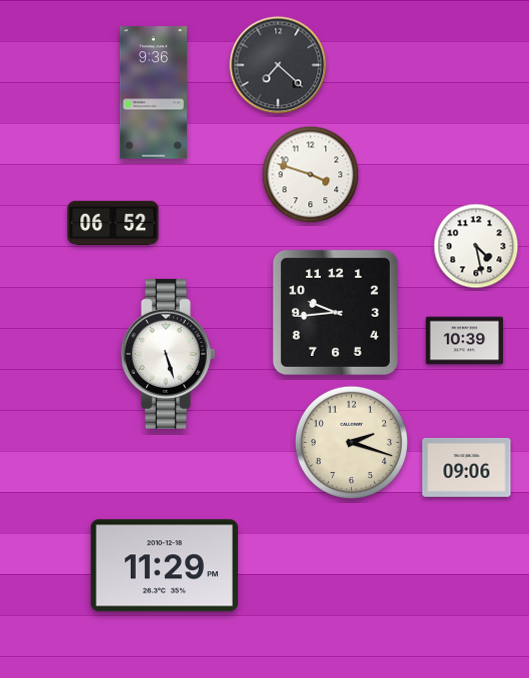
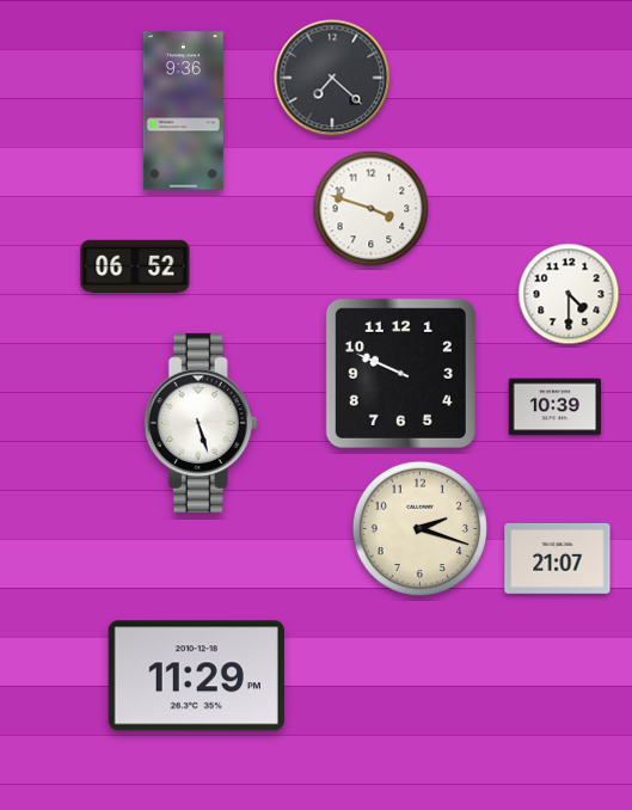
clock at (476, 246): 4:28 -> 4:30
clock at (335, 312): 9:44 -> 9:49
clock at (467, 467): 09:06 -> 21:07
